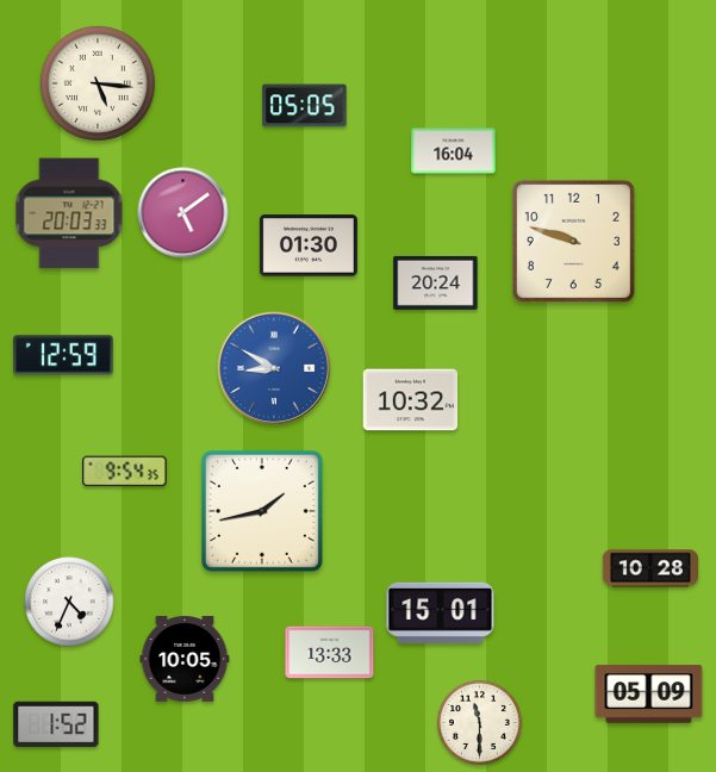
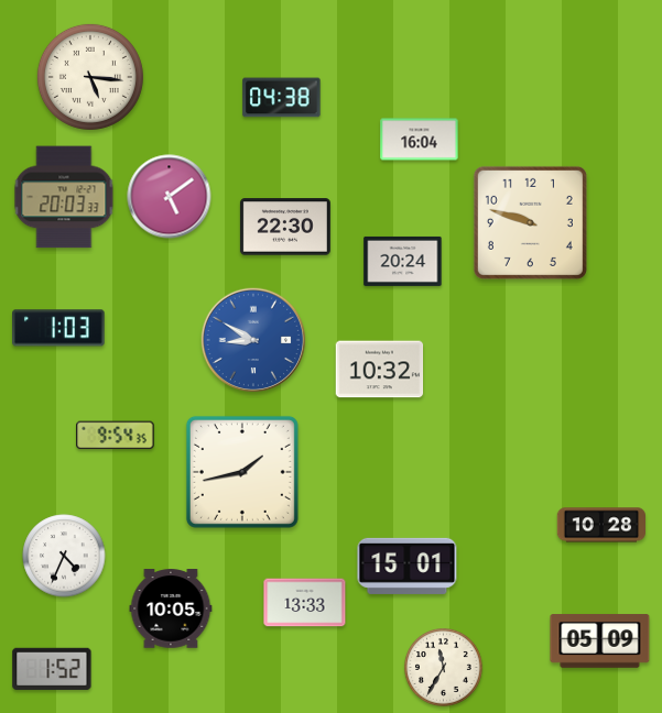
clock at (305, 106): 05:05 -> 04:38
clock at (309, 245): 01:30 -> 22:30
clock at (63, 355): 12:59 -> 1:03
clock at (480, 723): 11:30 -> 11:35
